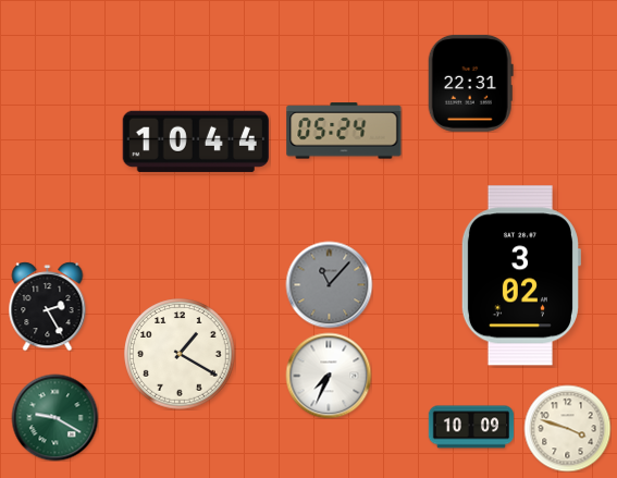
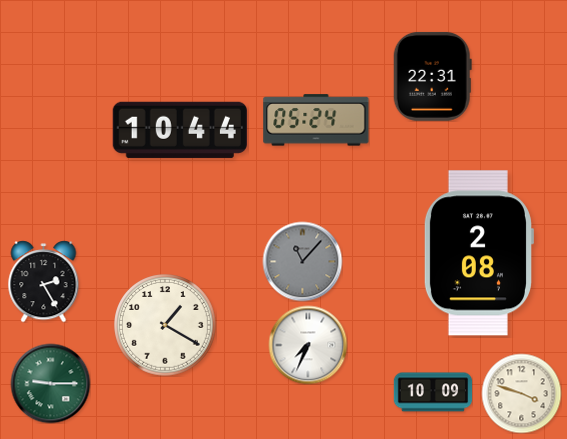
clock at (520, 275): 3:02 -> 2:08
clock at (329, 376) position: (329, 376) -> (308, 345)
clock at (54, 417): 9:20 -> 9:15
